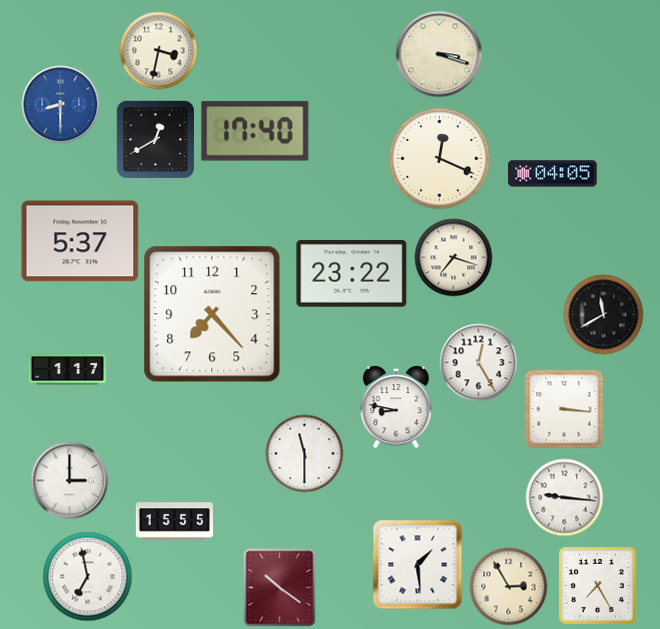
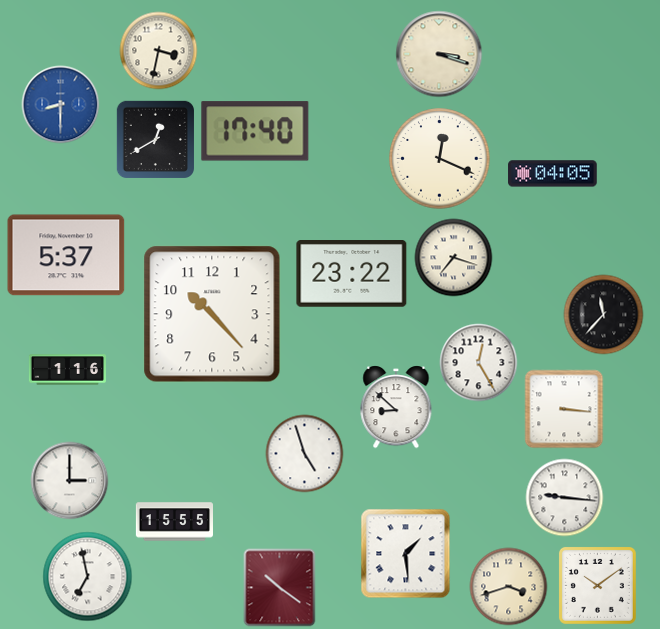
clock at (80, 241) position: (80, 241) -> (66, 255)
clock at (212, 314): 7:23 -> 10:23
clock at (603, 314): 11:40 -> 11:37
clock at (67, 370): 1:17 -> 1:16
clock at (396, 407): 8:47 -> 8:52
clock at (304, 453): 11:30 -> 4:57
clock at (417, 564) position: (417, 564) -> (405, 553)
clock at (597, 585): 7:25 -> 10:09
clock at (508, 586): 2:55 -> 3:42
